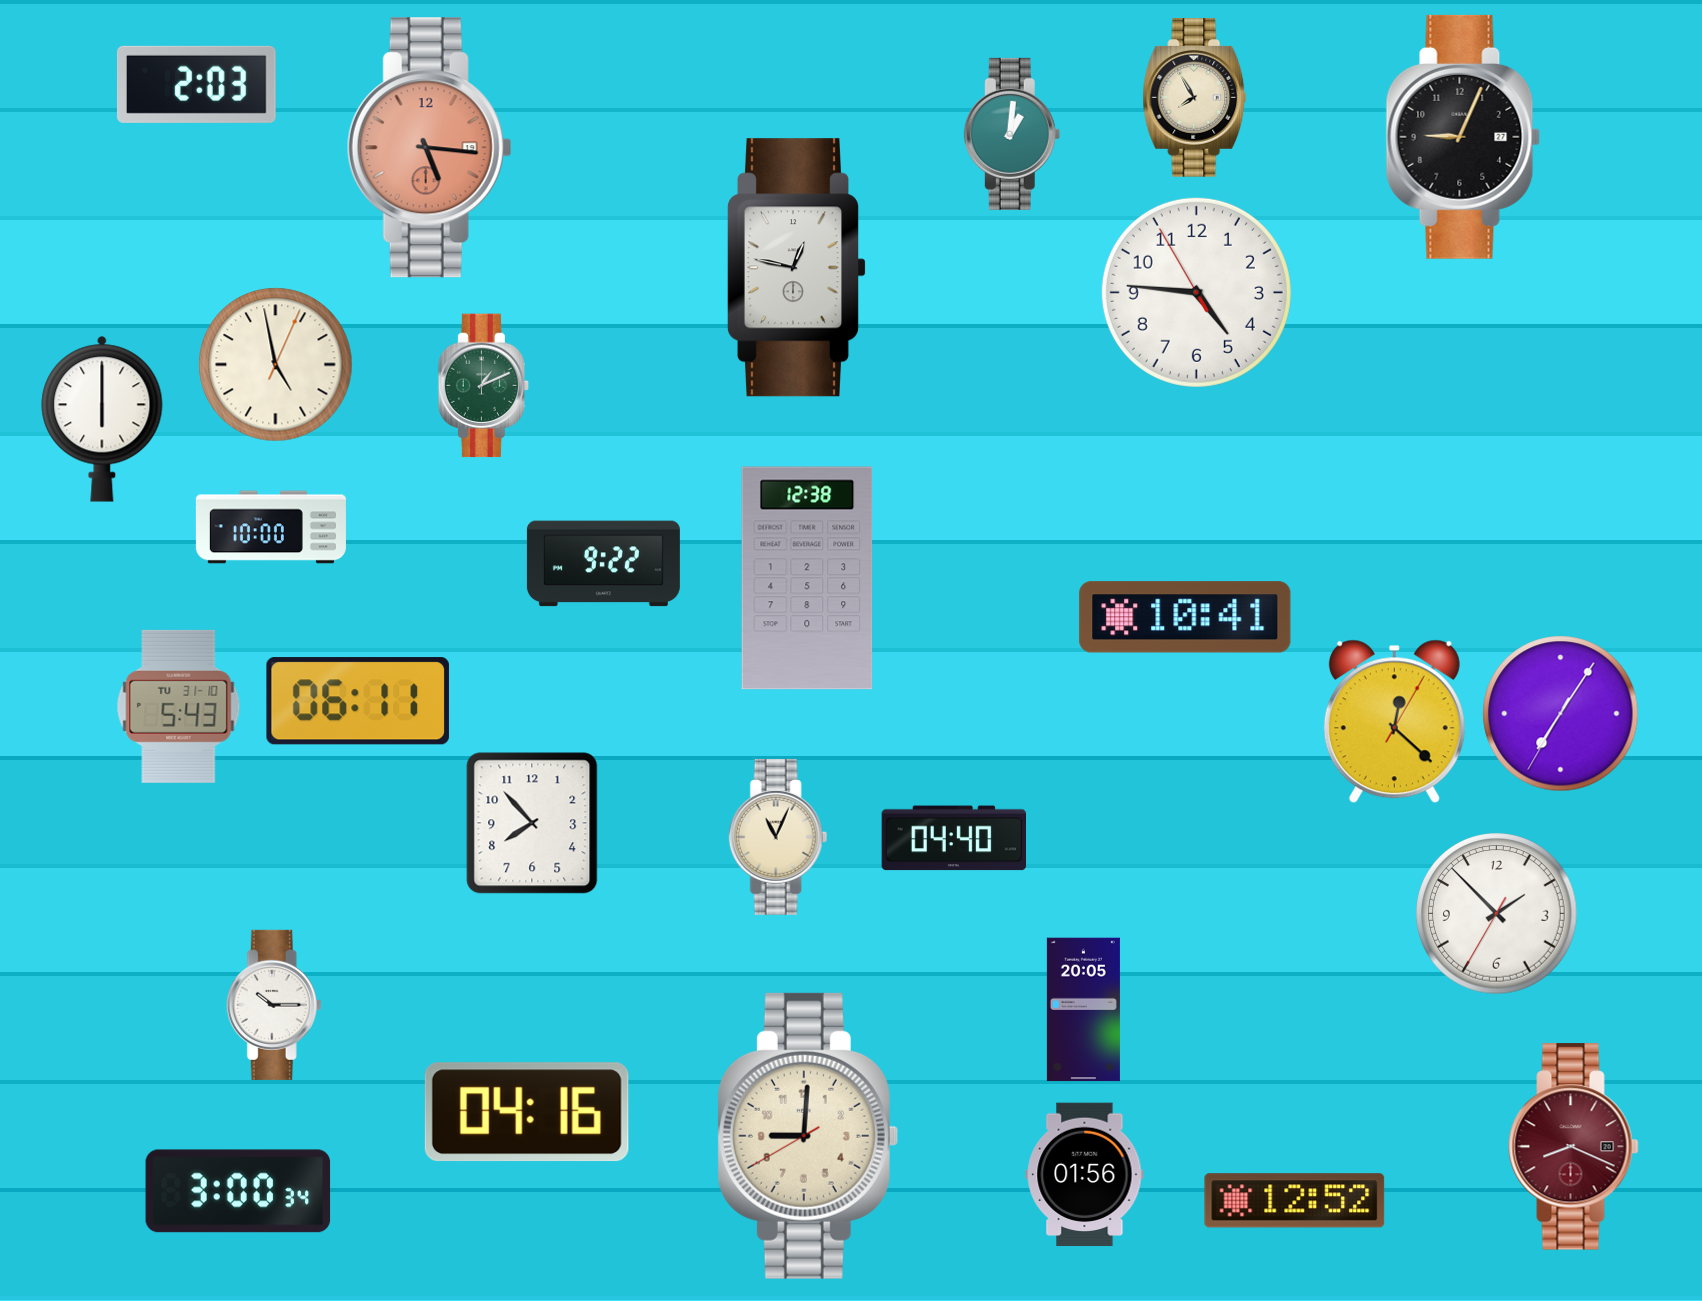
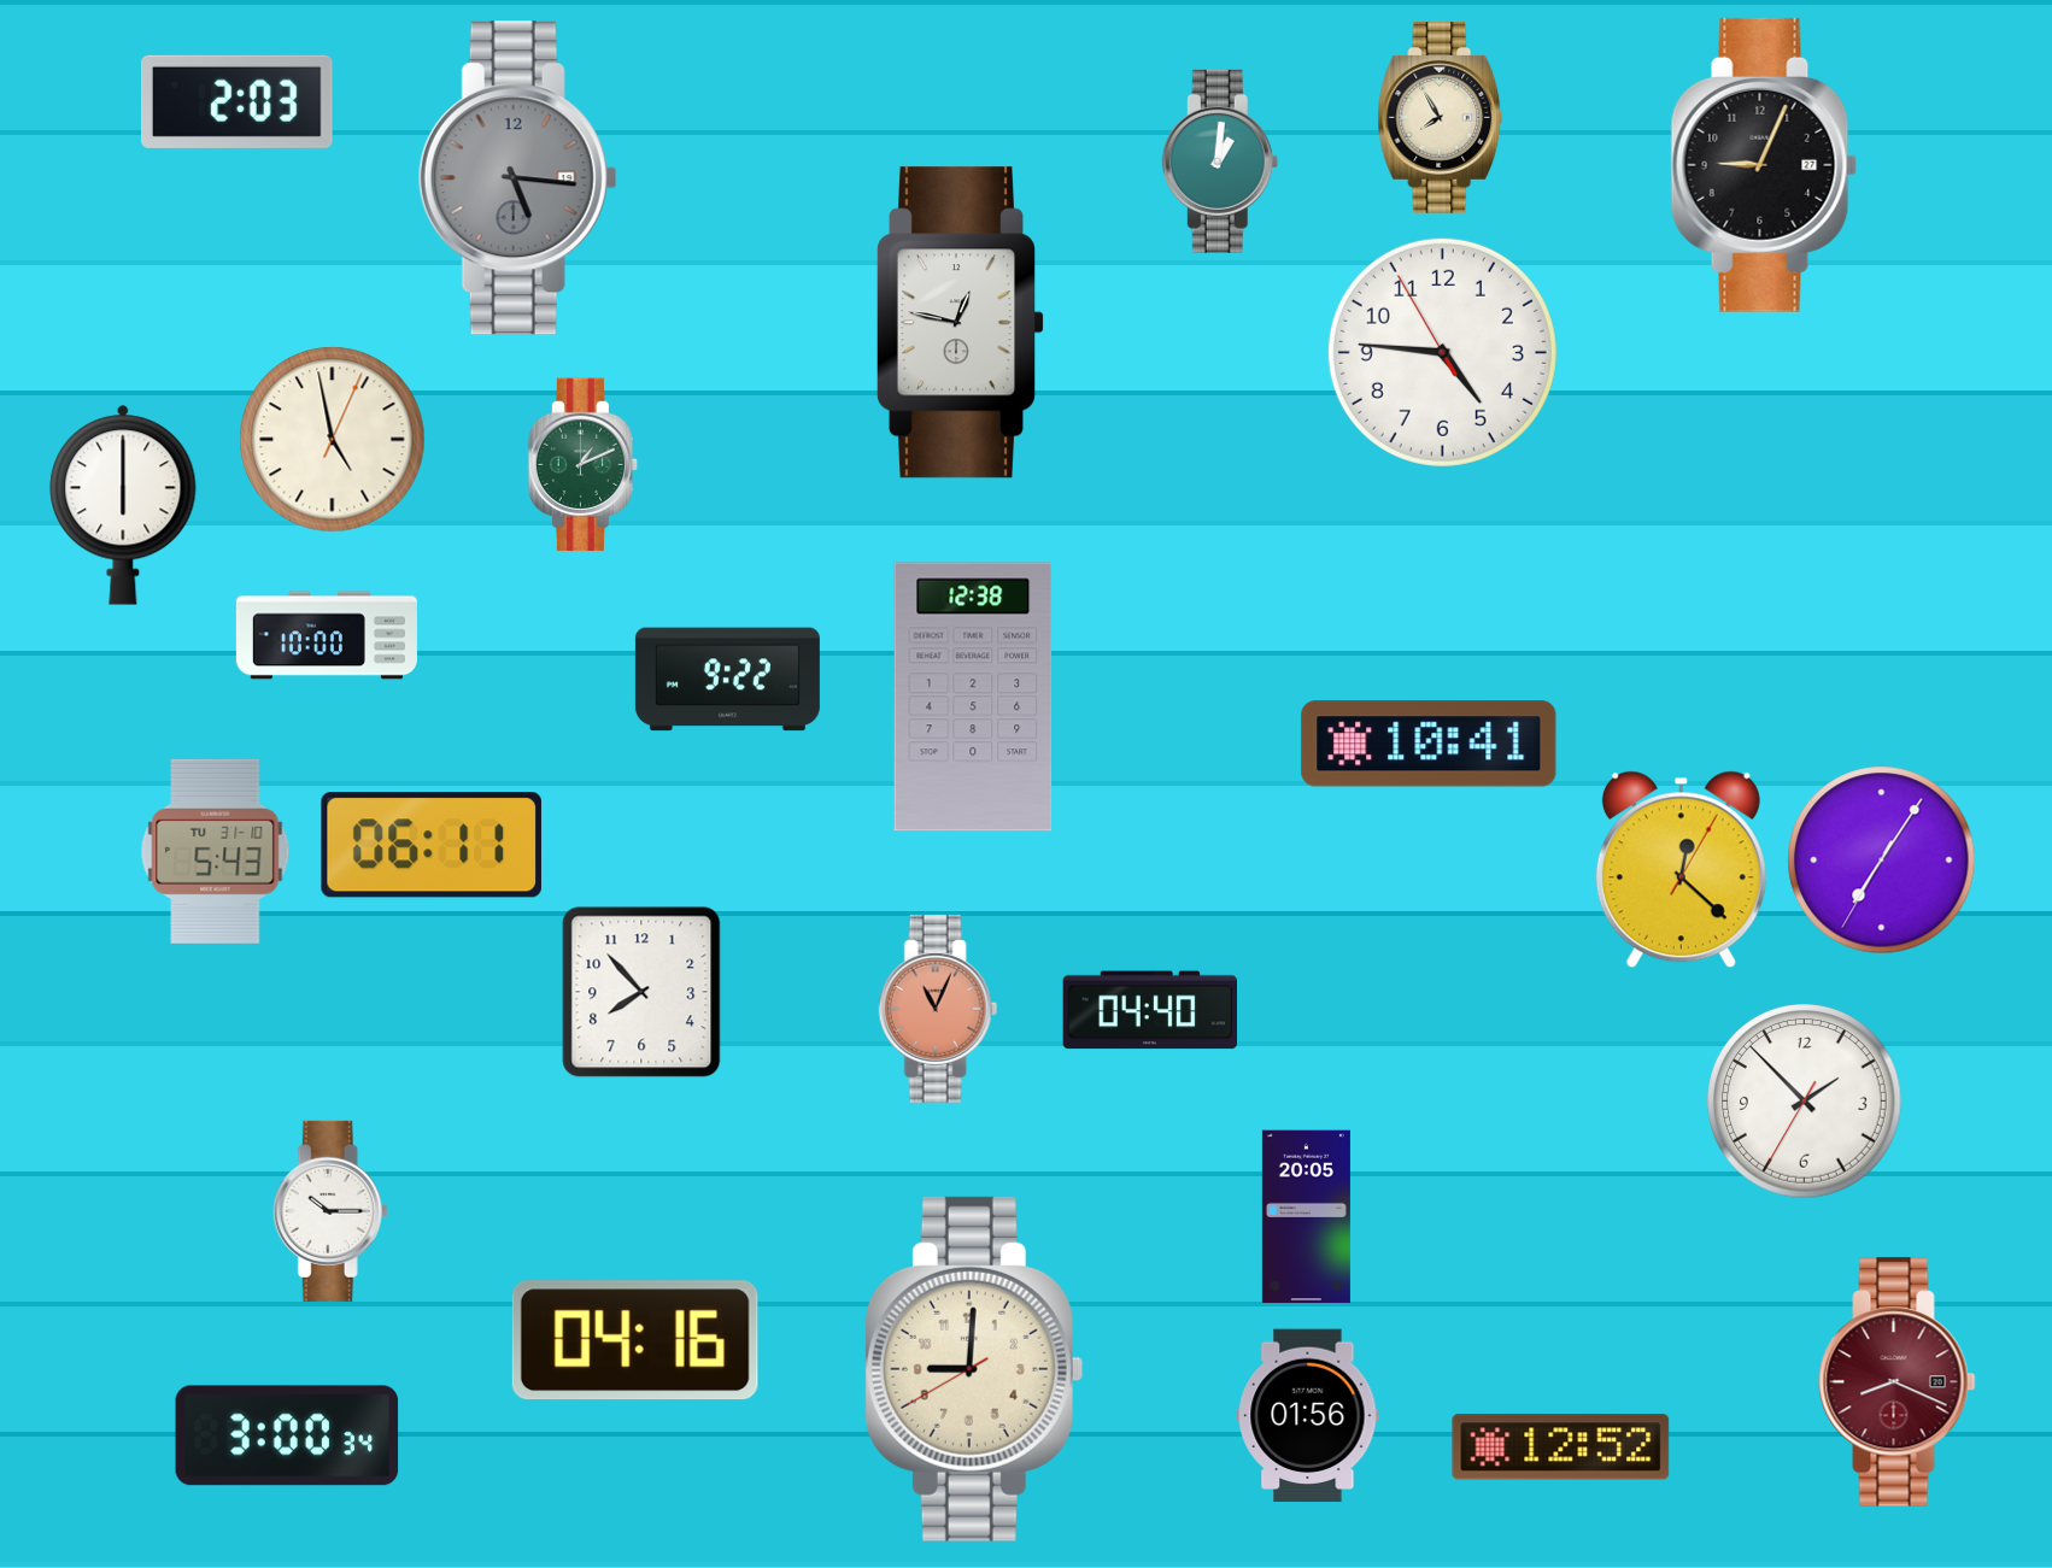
clock at (429, 148) dial: salmon -> grey
clock at (778, 837) dial: cream -> salmon
